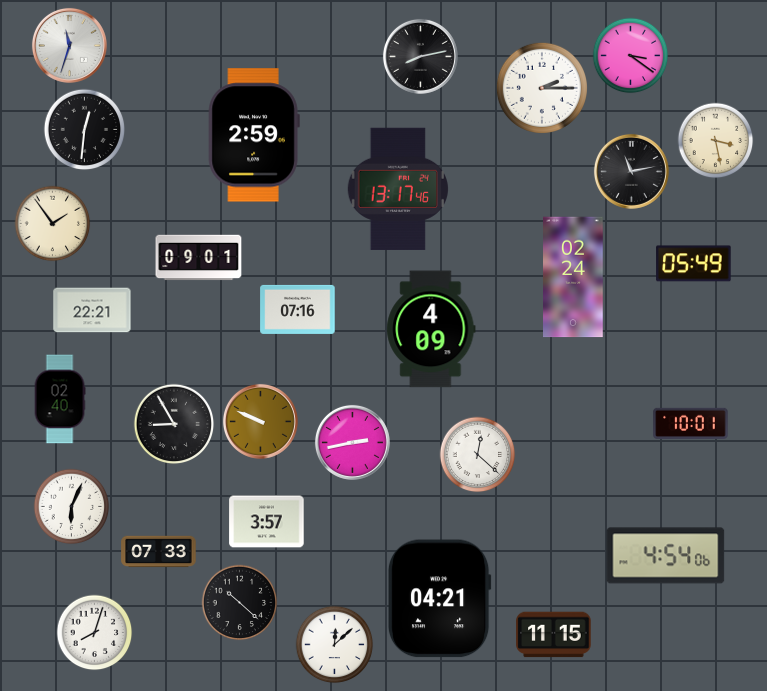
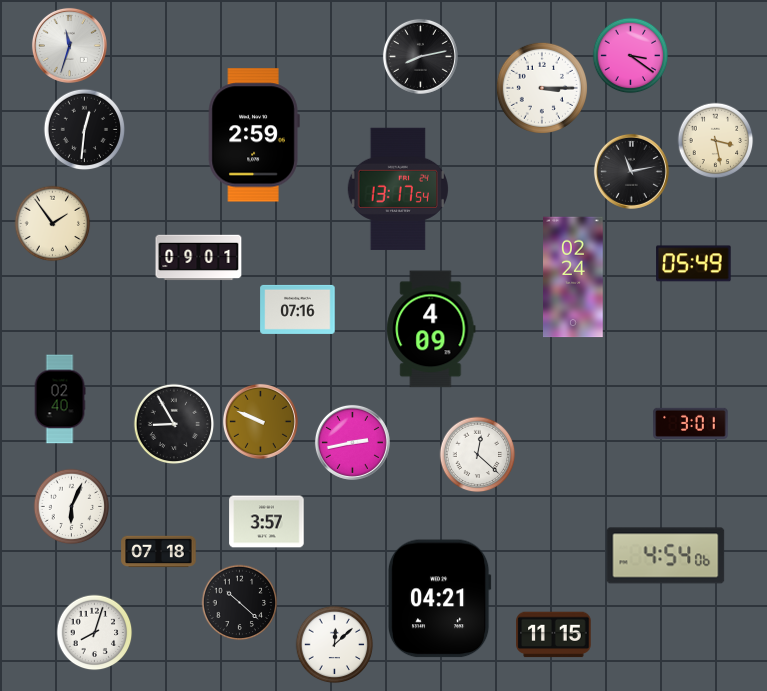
clock at (542, 88): 2:15 -> 3:15
clock at (397, 189): 13:17:46 -> 13:17:54
clock at (92, 310): 22:21 -> none
clock at (691, 423): 10:01 -> 3:01
clock at (159, 552): 07:33 -> 07:18
